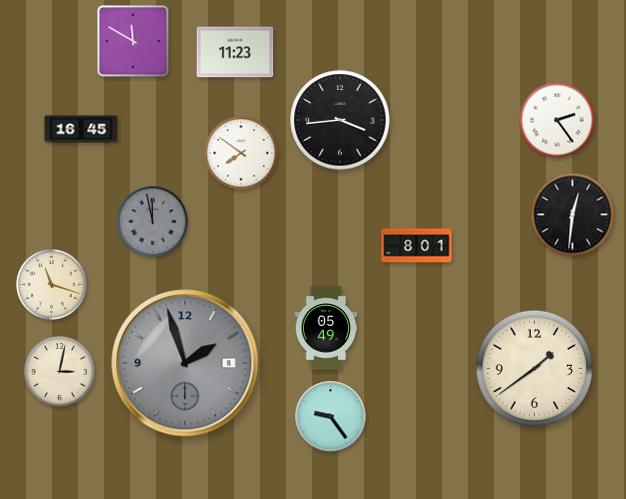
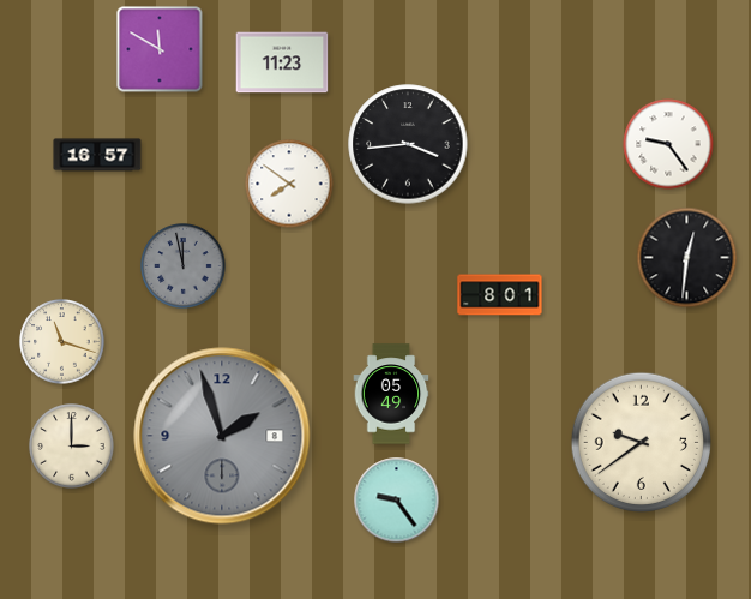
clock at (557, 120): 2:24 -> 9:24
clock at (81, 129): 16:45 -> 16:57
clock at (534, 368): 1:39 -> 9:39
clock at (60, 372): 3:02 -> 3:00
